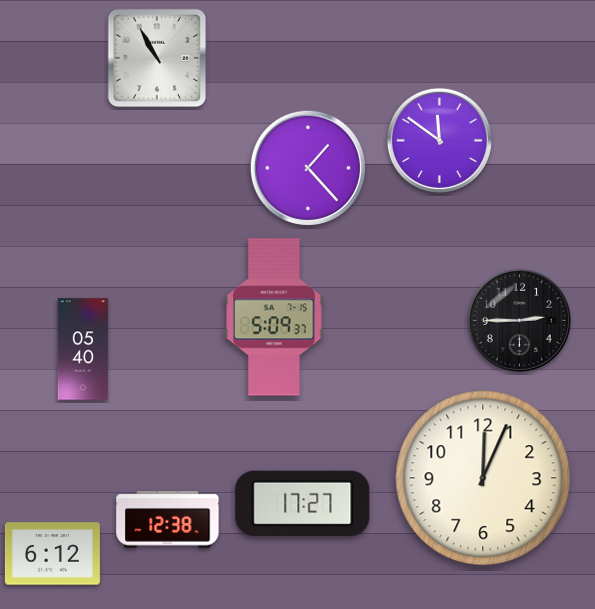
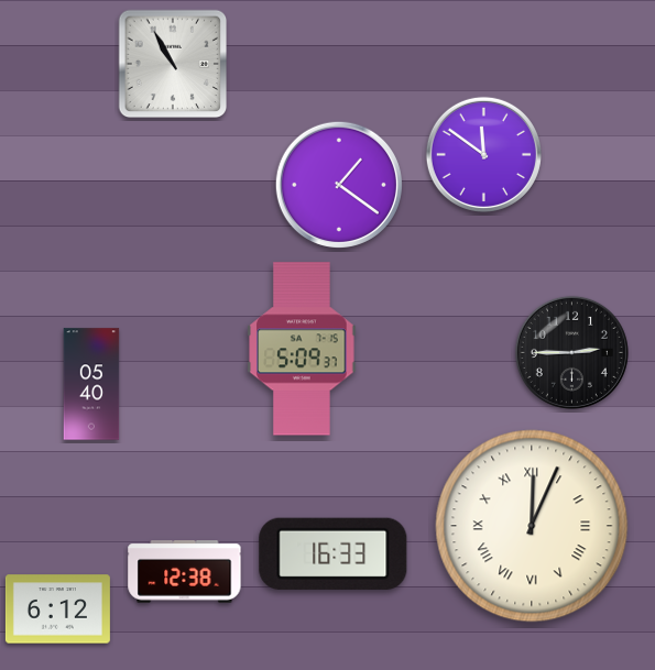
clock at (307, 167): 1:23 -> 1:21
clock at (483, 478) numerals: Arabic -> Roman
clock at (303, 503): 17:27 -> 16:33
